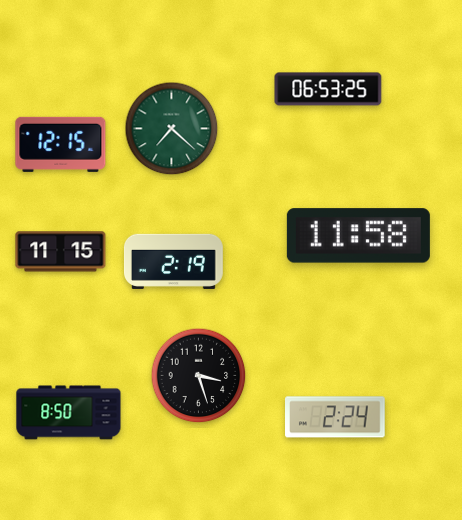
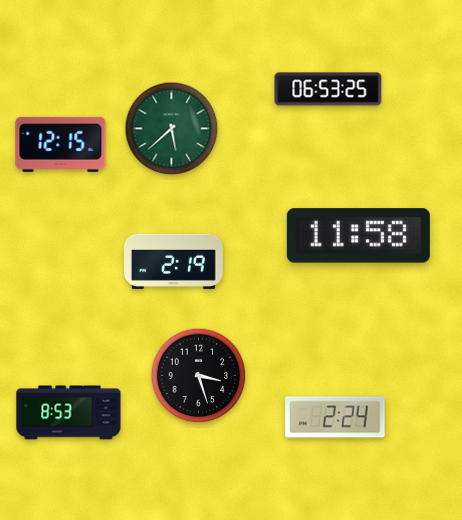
clock at (172, 129): 7:22 -> 5:38
clock at (61, 252): 11:15 -> none
clock at (69, 413): 8:50 -> 8:53
